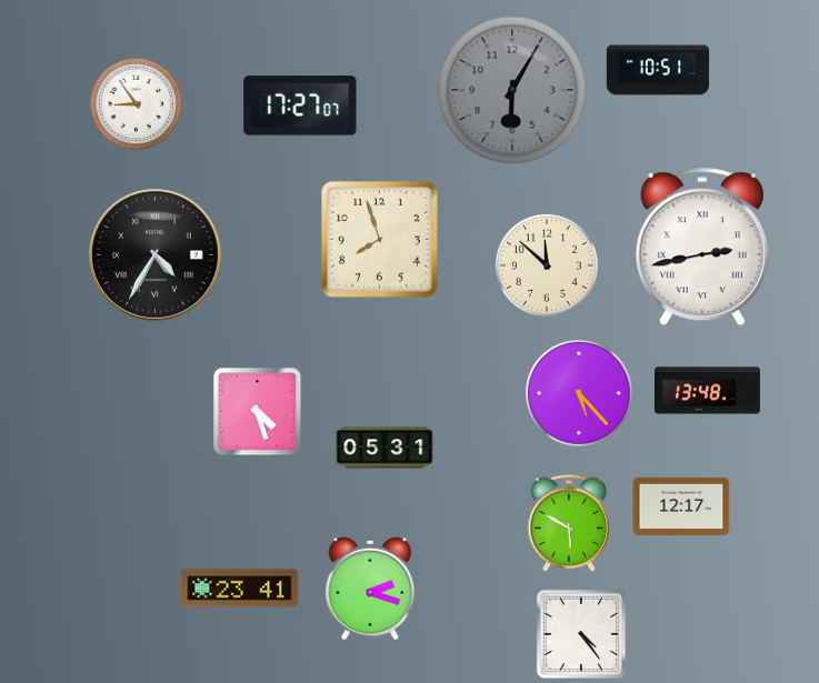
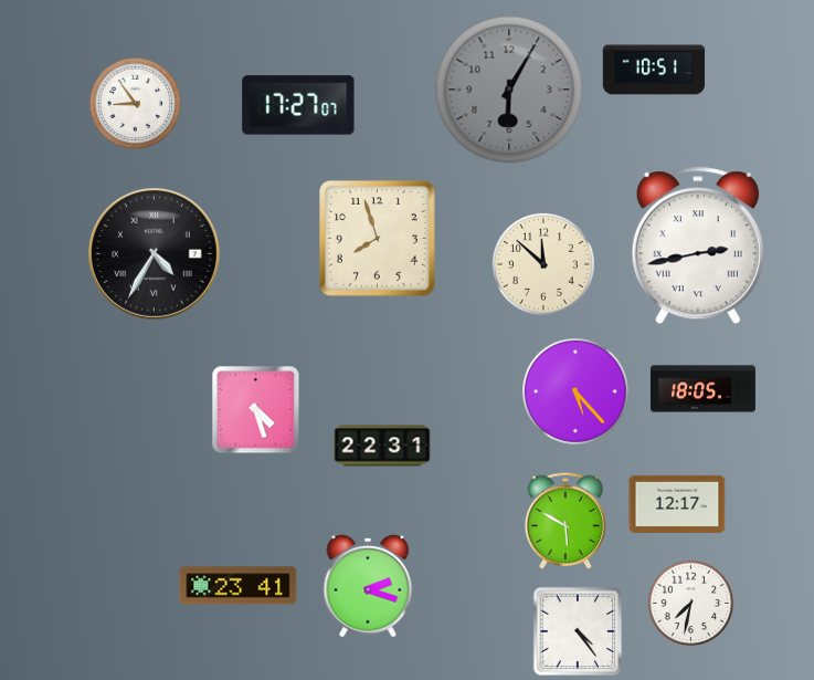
clock at (707, 391): 13:48 -> 18:05
clock at (384, 448): 05:31 -> 22:31
clock at (691, 604): none -> 7:32
